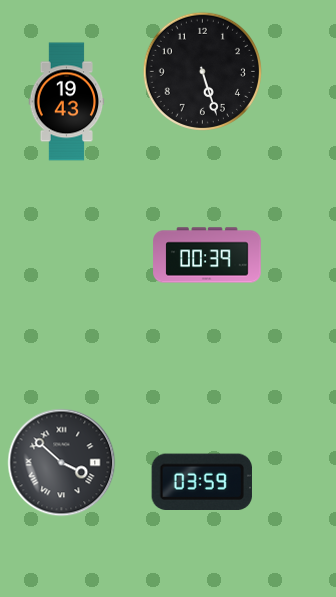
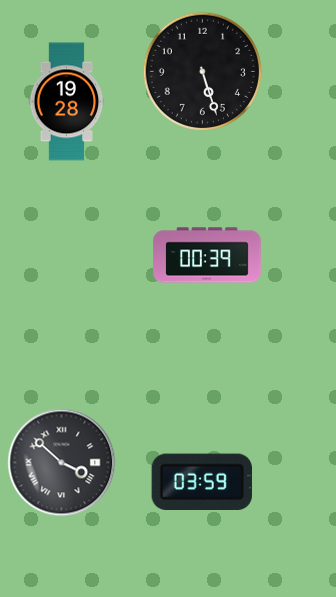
clock at (67, 102): 19:43 -> 19:28
